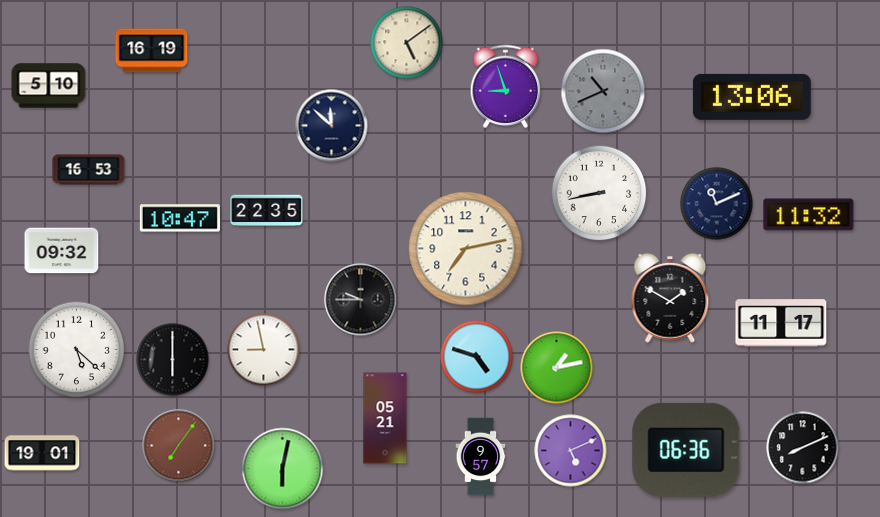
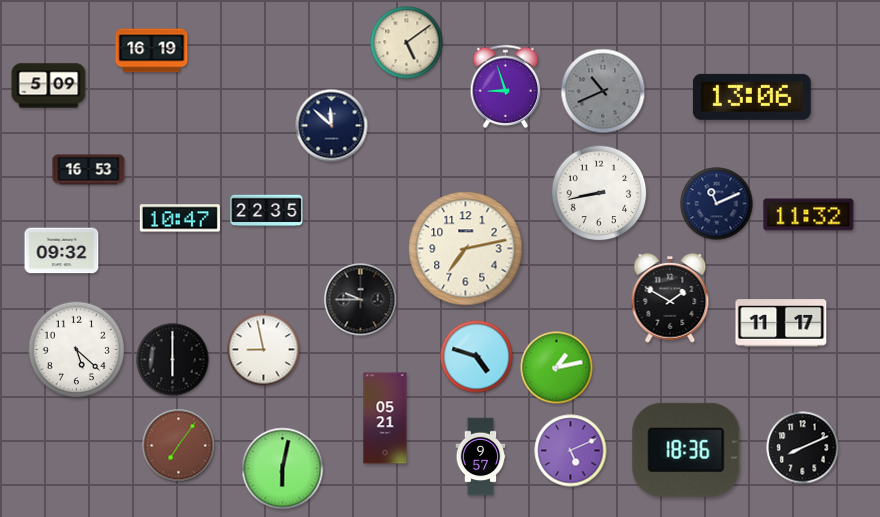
clock at (49, 86): 5:10 -> 5:09
clock at (686, 450): 06:36 -> 18:36
clock at (42, 453): 19:01 -> none
